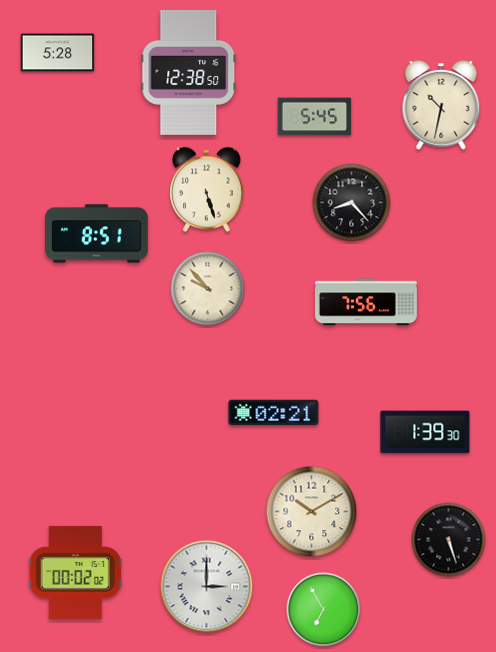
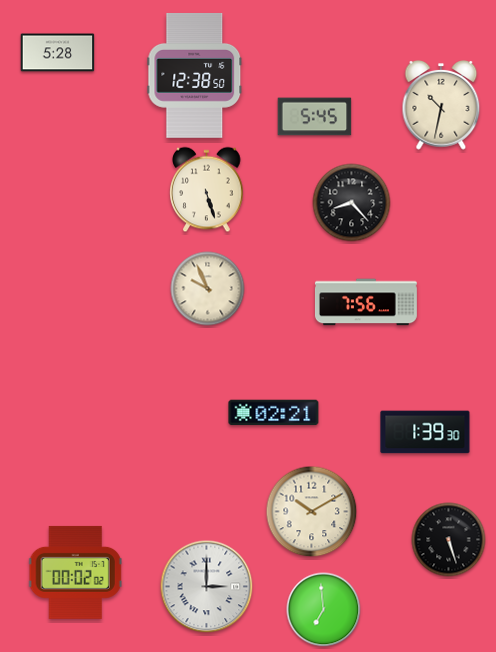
clock at (189, 72) position: (189, 72) -> (195, 75)
clock at (97, 234): 8:51 -> none
clock at (208, 289): 9:53 -> 9:56
clock at (324, 610): 6:55 -> 6:59
